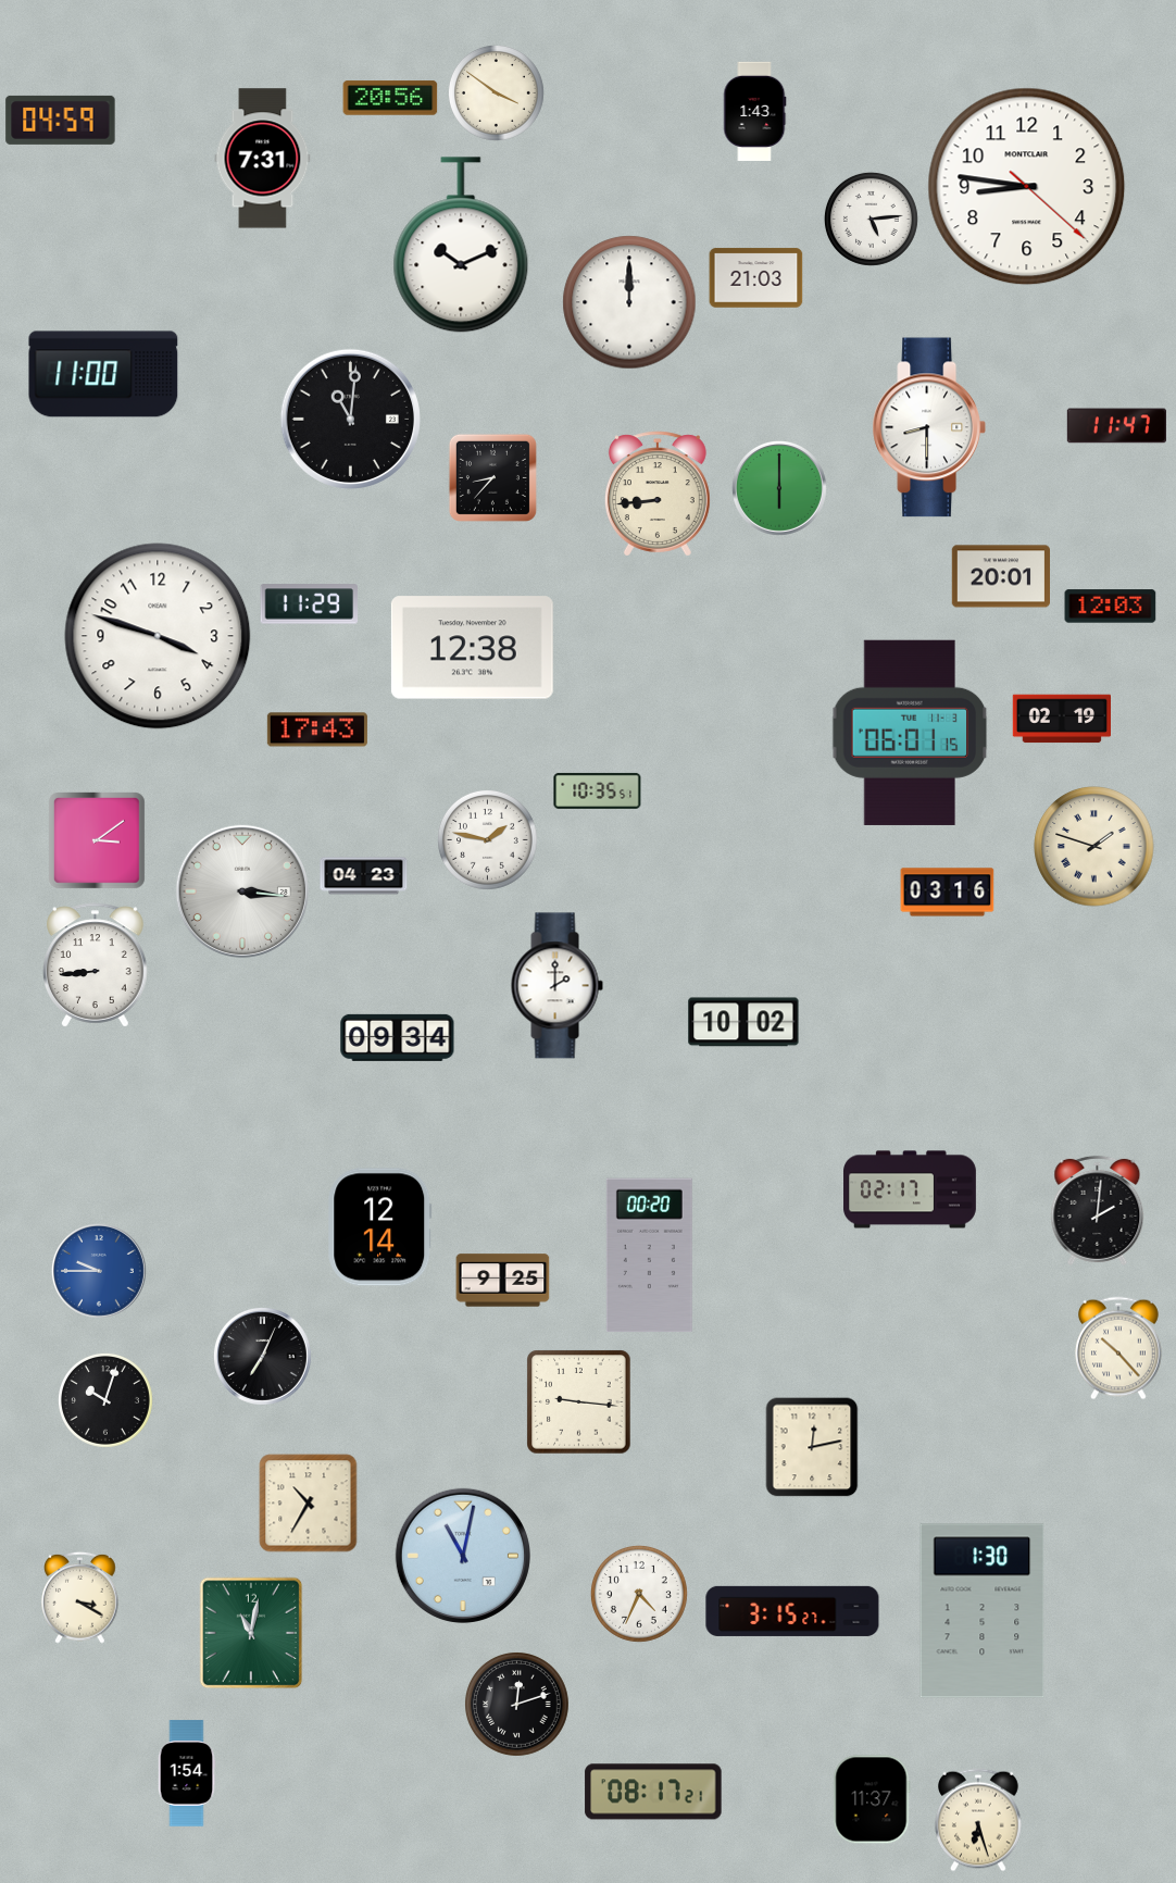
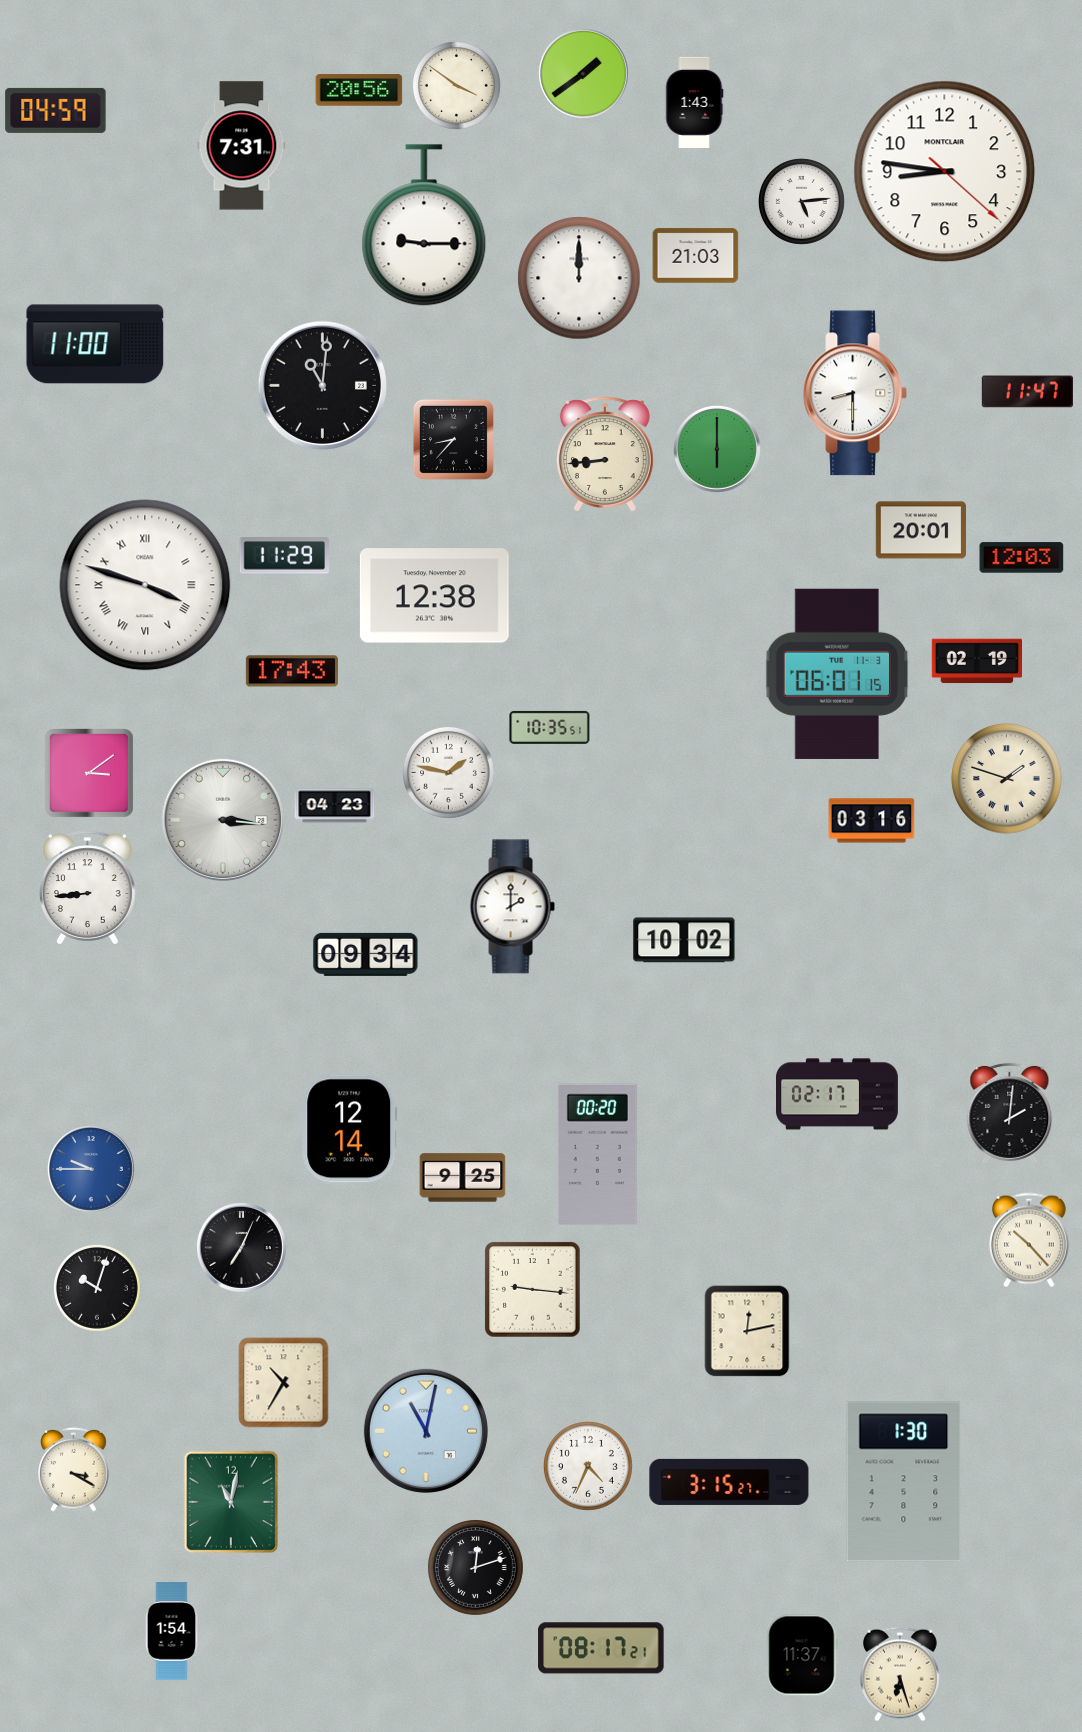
clock at (583, 73): none -> 1:39
clock at (461, 245): 10:11 -> 9:15
clock at (158, 636) numerals: Arabic -> Roman
